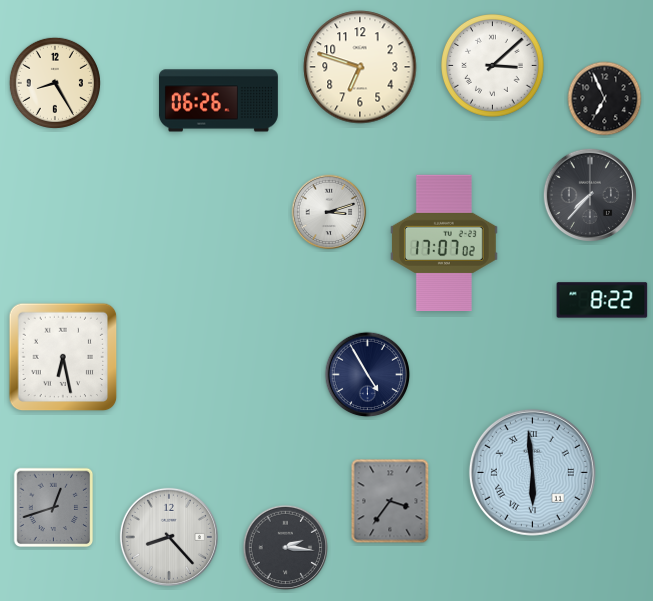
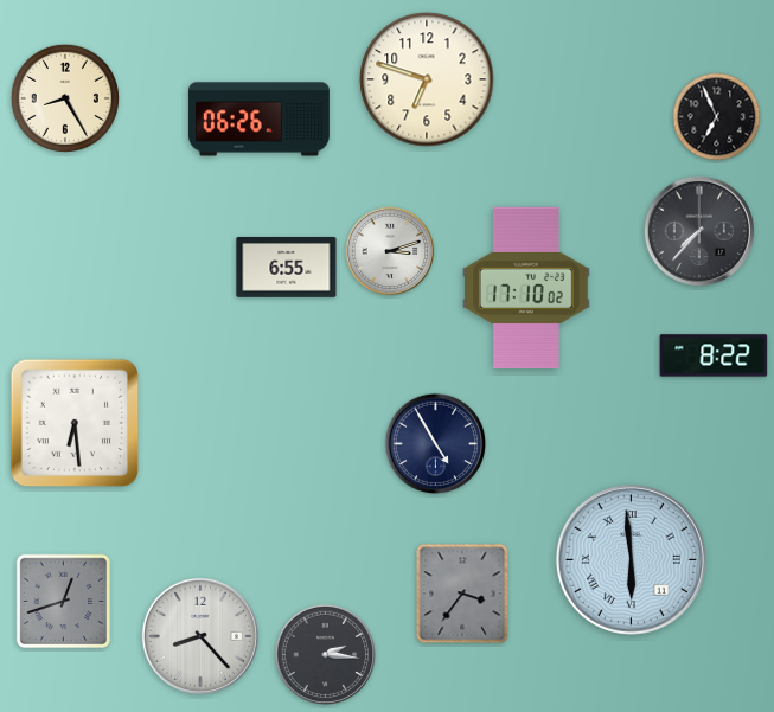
clock at (493, 66): 3:08 -> none
clock at (287, 268): none -> 6:55
clock at (444, 242): 17:07 -> 17:10
clock at (63, 357): 6:28 -> 6:29
clock at (286, 548) position: (286, 548) -> (326, 655)
